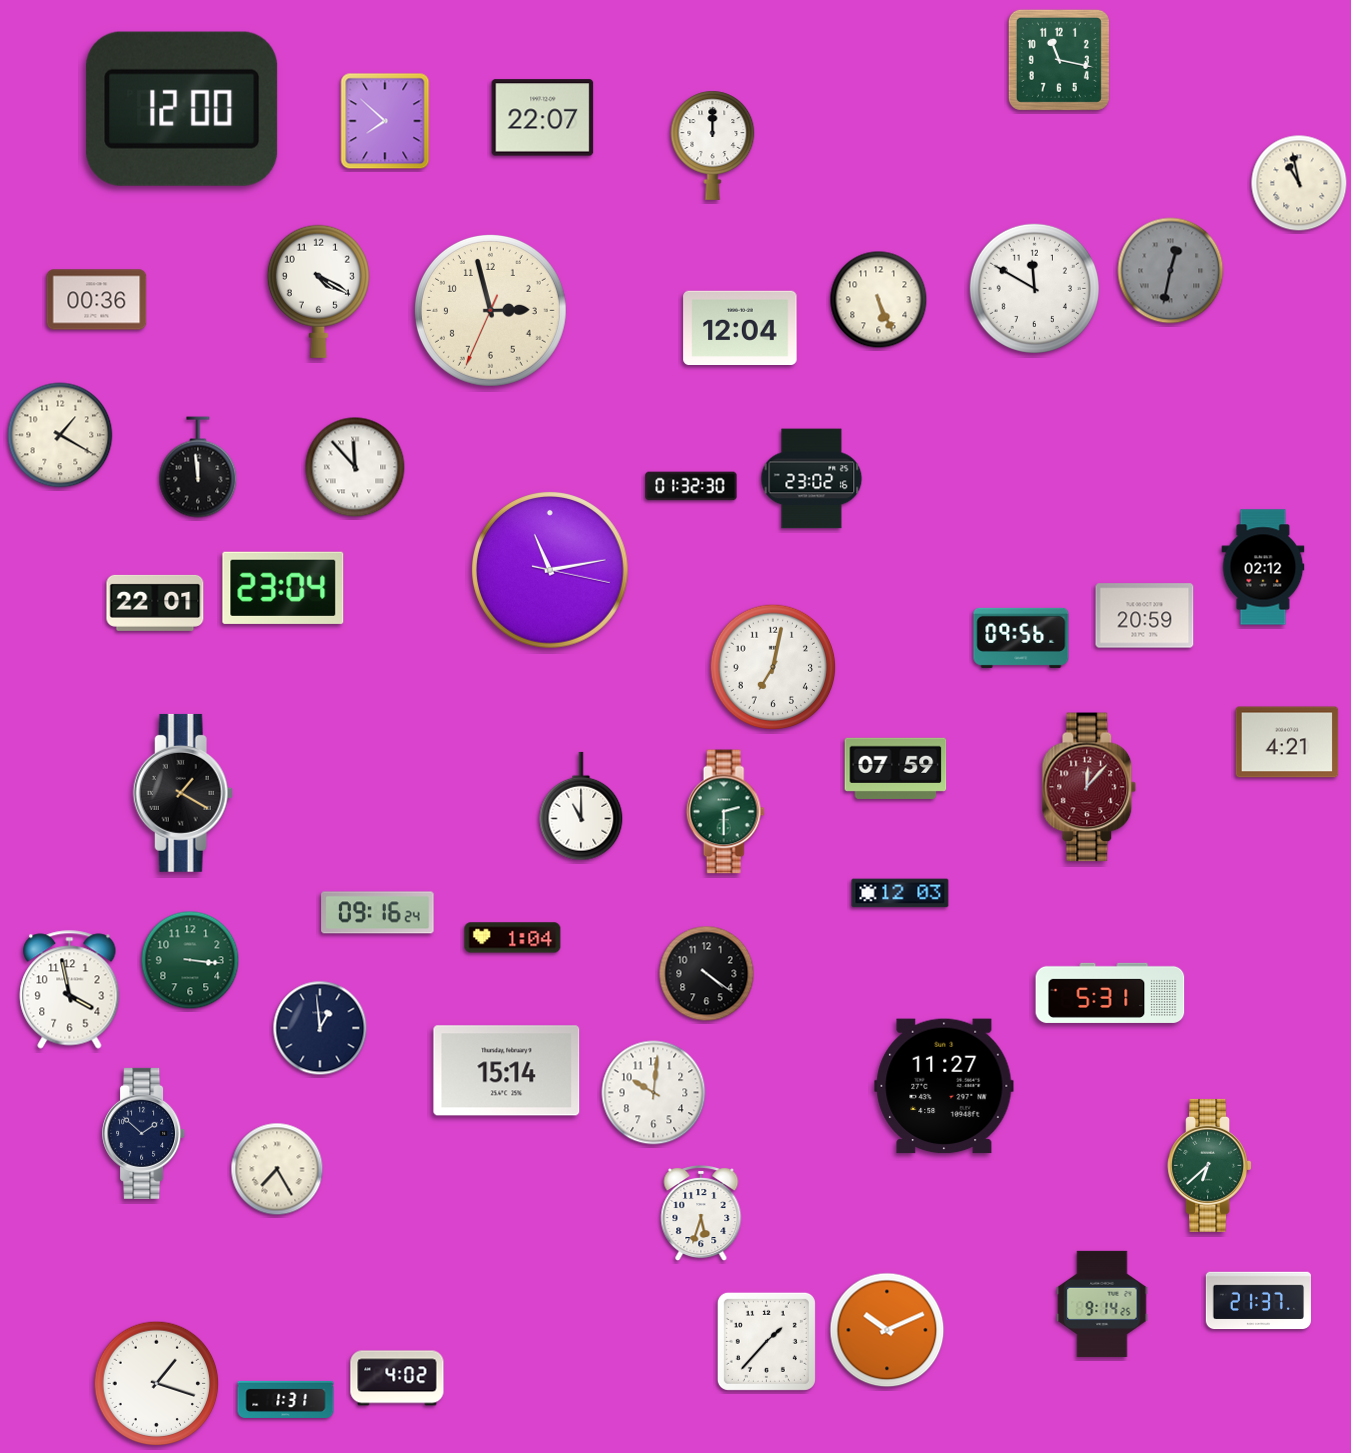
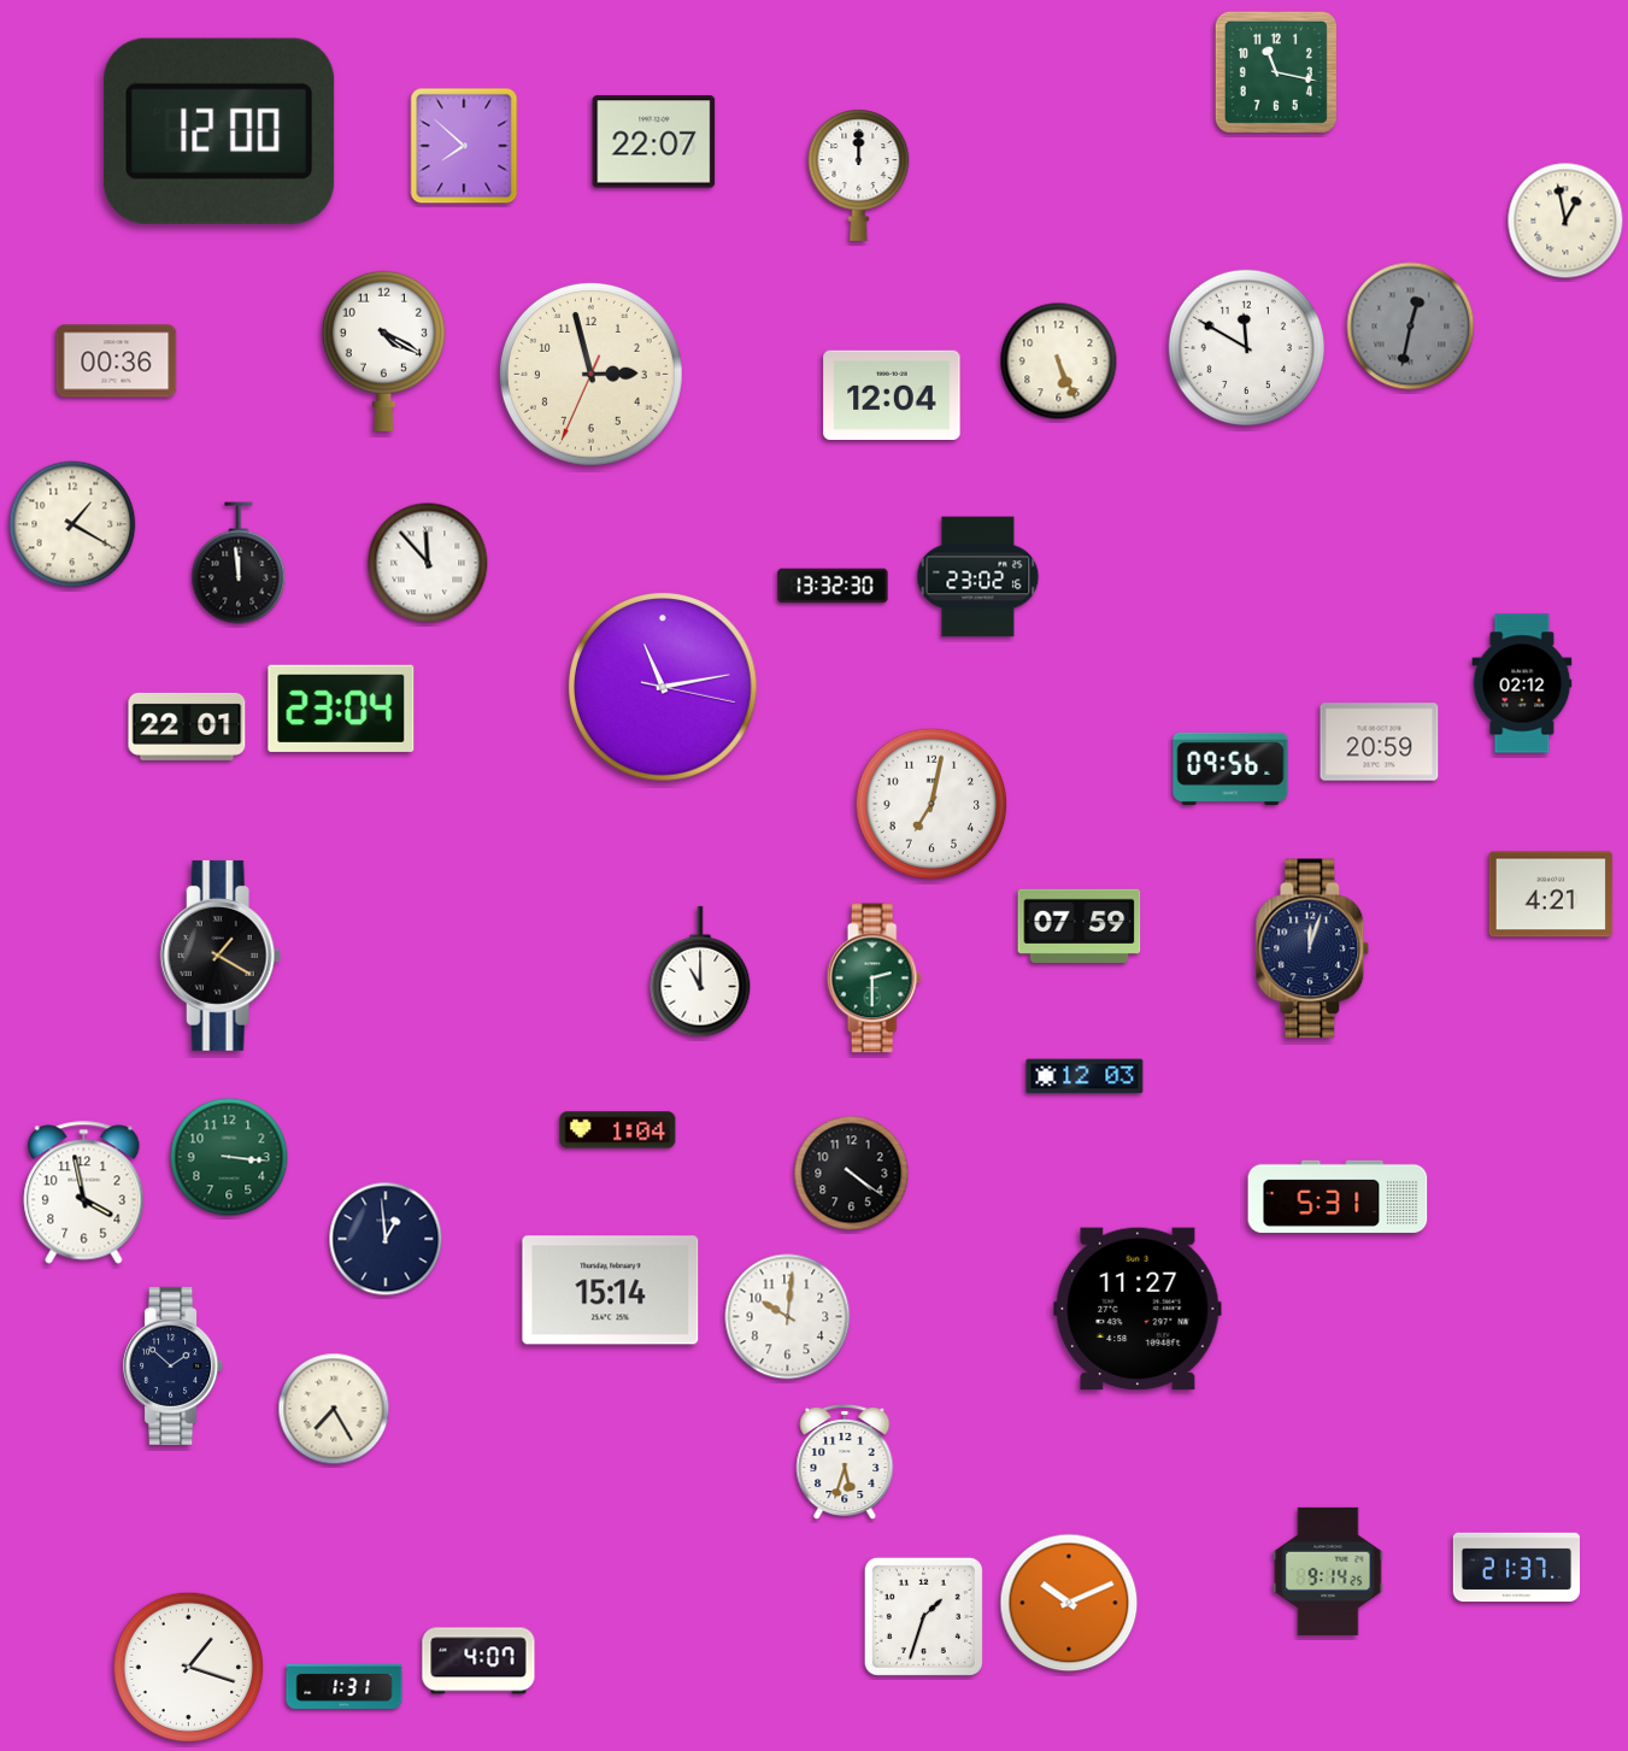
clock at (1299, 183): 10:58 -> 12:58
clock at (691, 486): 01:32 -> 13:32
clock at (1089, 787): 12:07 -> 12:03
clock at (1089, 787) dial: burgundy -> navy
clock at (378, 913): 09:16 -> none
clock at (1209, 1165): 6:38 -> none
clock at (766, 1341): 1:37 -> 1:33
clock at (397, 1378): 4:02 -> 4:07
